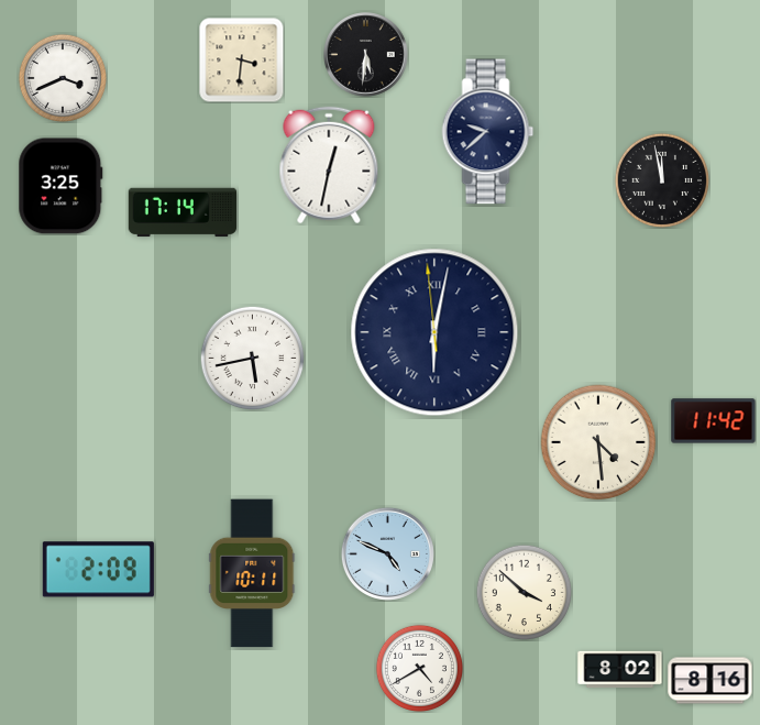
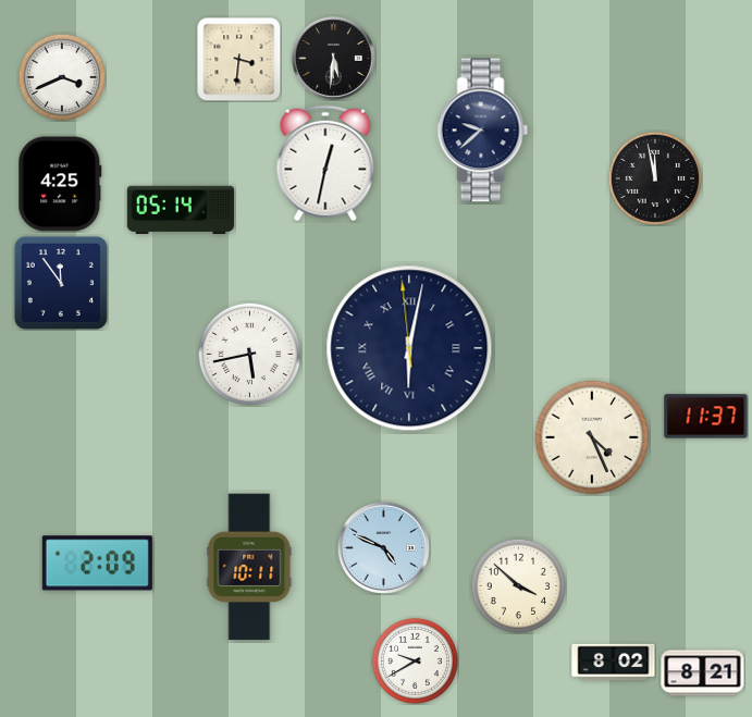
clock at (366, 55) position: (366, 55) -> (334, 59)
clock at (60, 186): 3:25 -> 4:25
clock at (183, 212): 17:14 -> 05:14
clock at (61, 283): none -> 11:54
clock at (434, 332) position: (434, 332) -> (409, 348)
clock at (714, 421): 11:42 -> 11:37
clock at (598, 442): 4:29 -> 4:26
clock at (419, 668): 4:40 -> 9:40
clock at (711, 681): 8:16 -> 8:21
